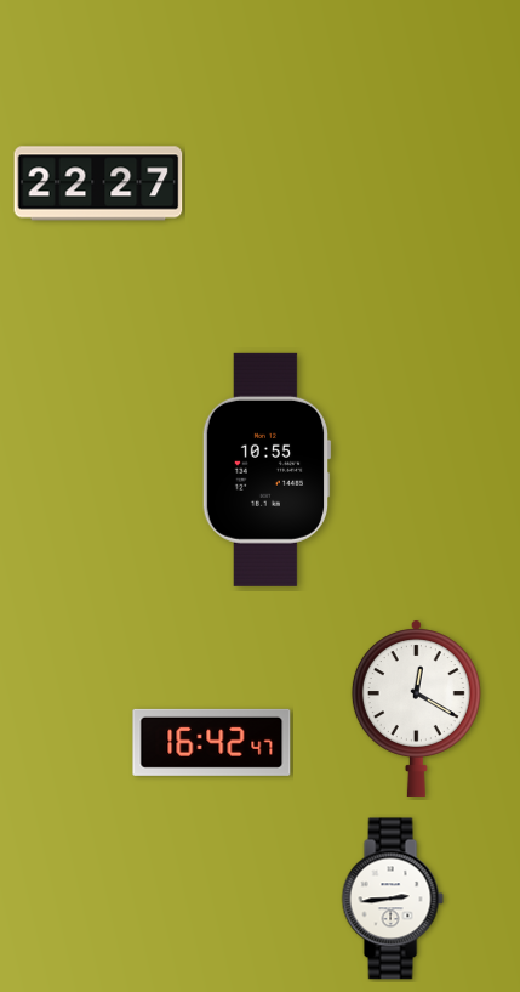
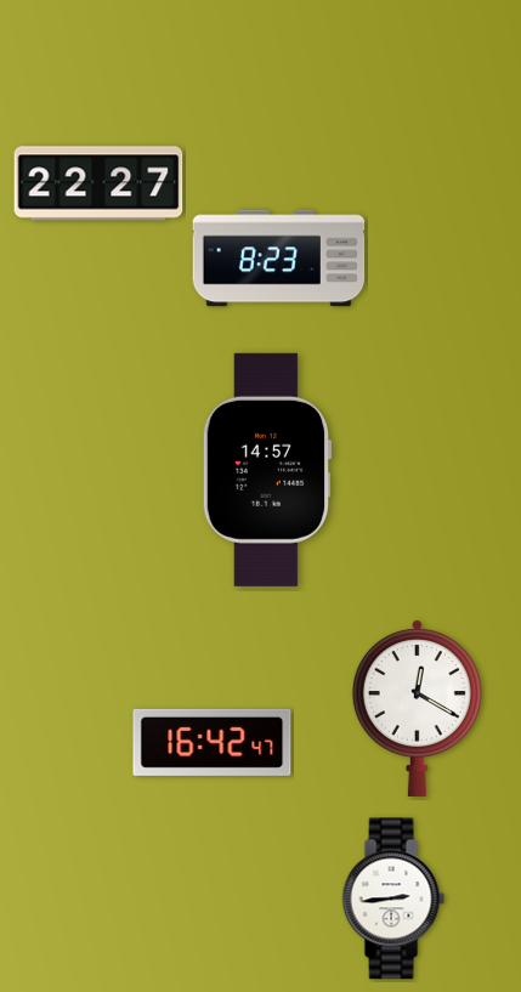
clock at (279, 259): none -> 8:23
clock at (267, 470): 10:55 -> 14:57
